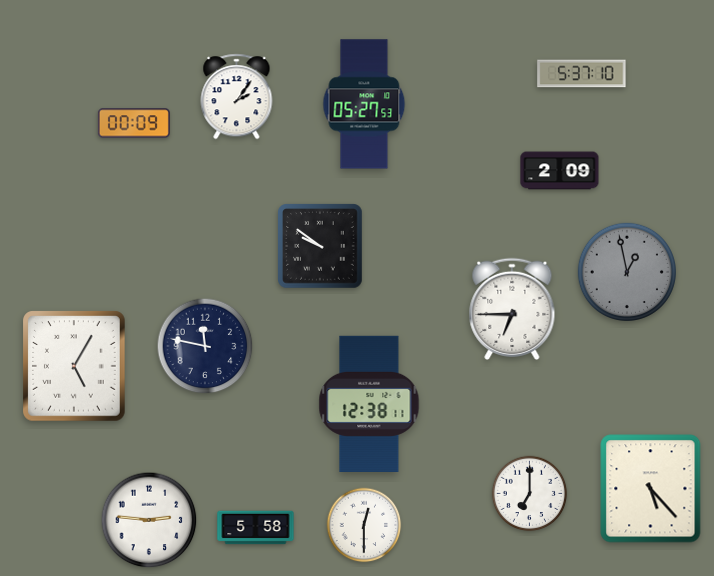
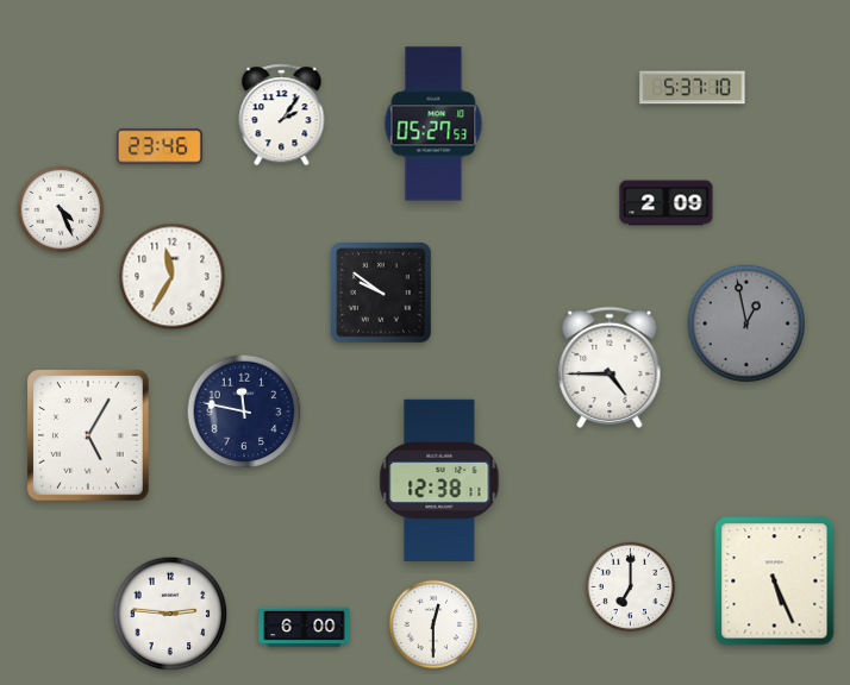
clock at (134, 123): 00:09 -> 23:46
clock at (61, 209): none -> 4:26
clock at (173, 277): none -> 11:35
clock at (512, 309): 6:45 -> 4:45
clock at (651, 489): 5:23 -> 5:26
clock at (149, 520) position: (149, 520) -> (170, 614)
clock at (256, 528): 5:58 -> 6:00
